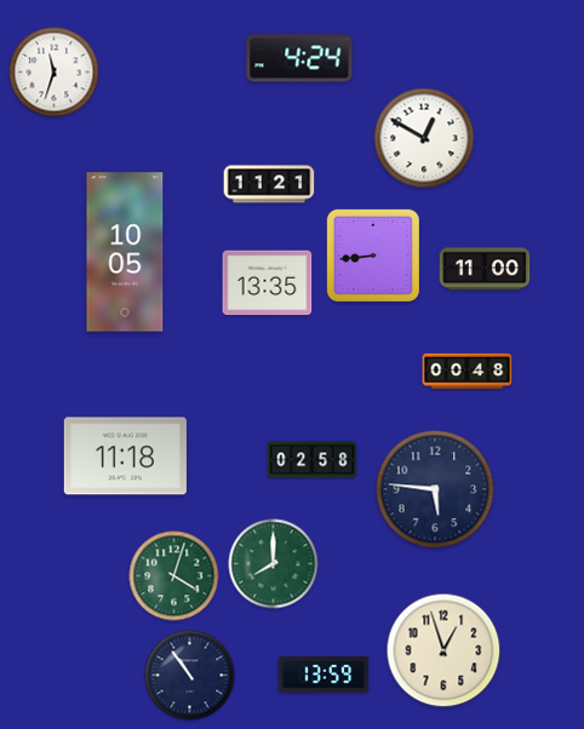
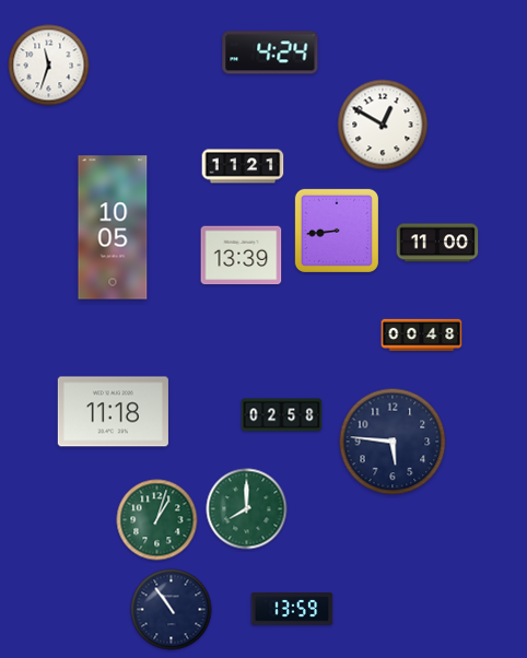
clock at (268, 283): 13:35 -> 13:39
clock at (174, 576): 4:03 -> 1:03
clock at (443, 650): 12:57 -> none
